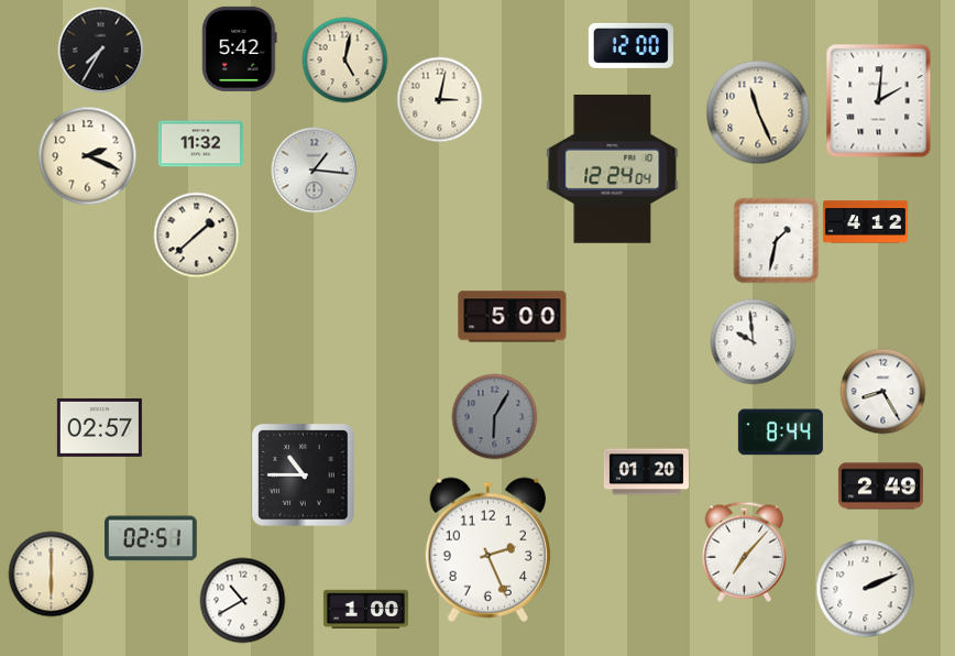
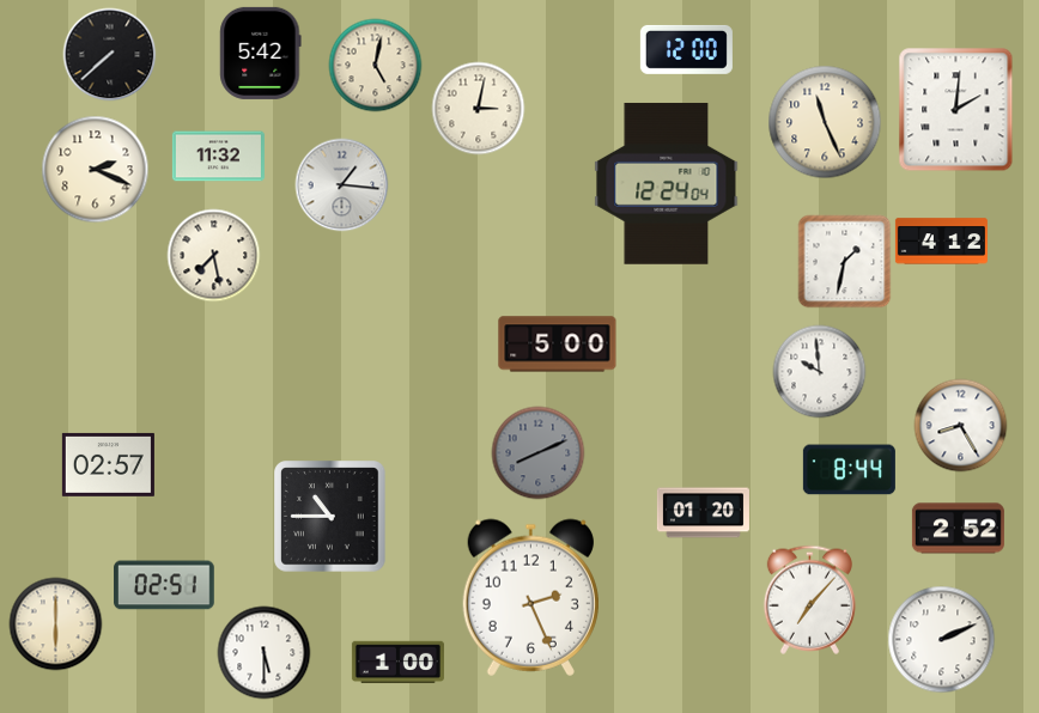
clock at (100, 50): 7:35 -> 7:38
clock at (196, 234): 1:38 -> 7:28
clock at (494, 416): 6:05 -> 8:11
clock at (880, 486): 2:49 -> 2:52
clock at (242, 600): 10:40 -> 5:30
